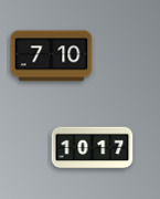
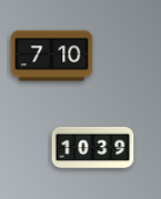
clock at (93, 148): 10:17 -> 10:39
